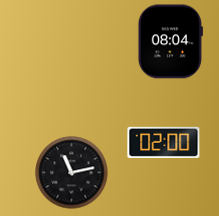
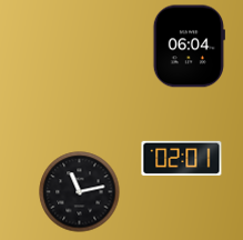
clock at (170, 42): 08:04 -> 06:04
clock at (164, 142): 02:00 -> 02:01
